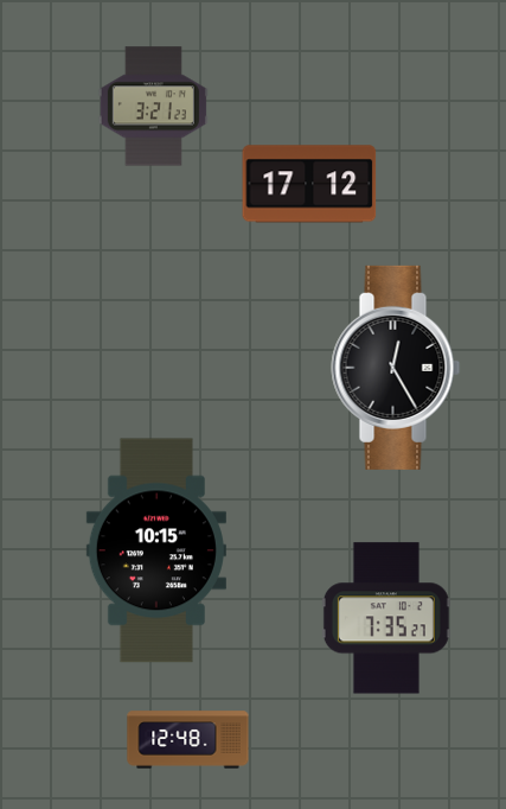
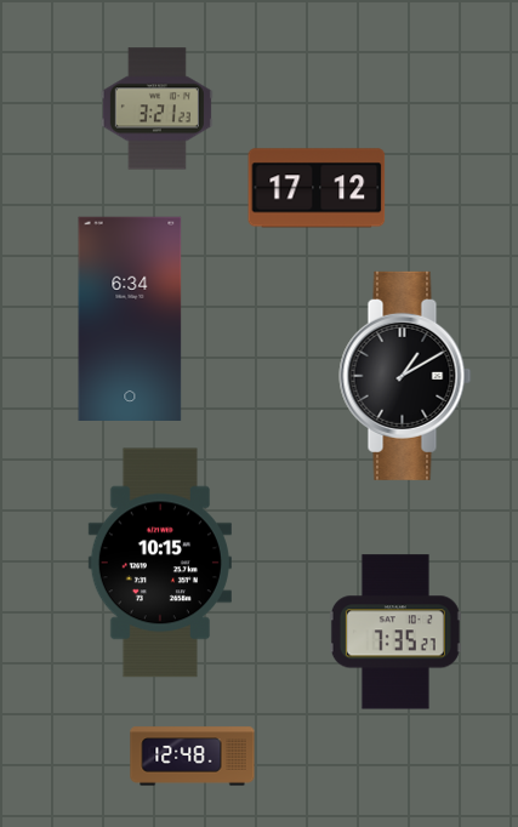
clock at (130, 318): none -> 6:34
clock at (396, 368): 12:25 -> 1:10
